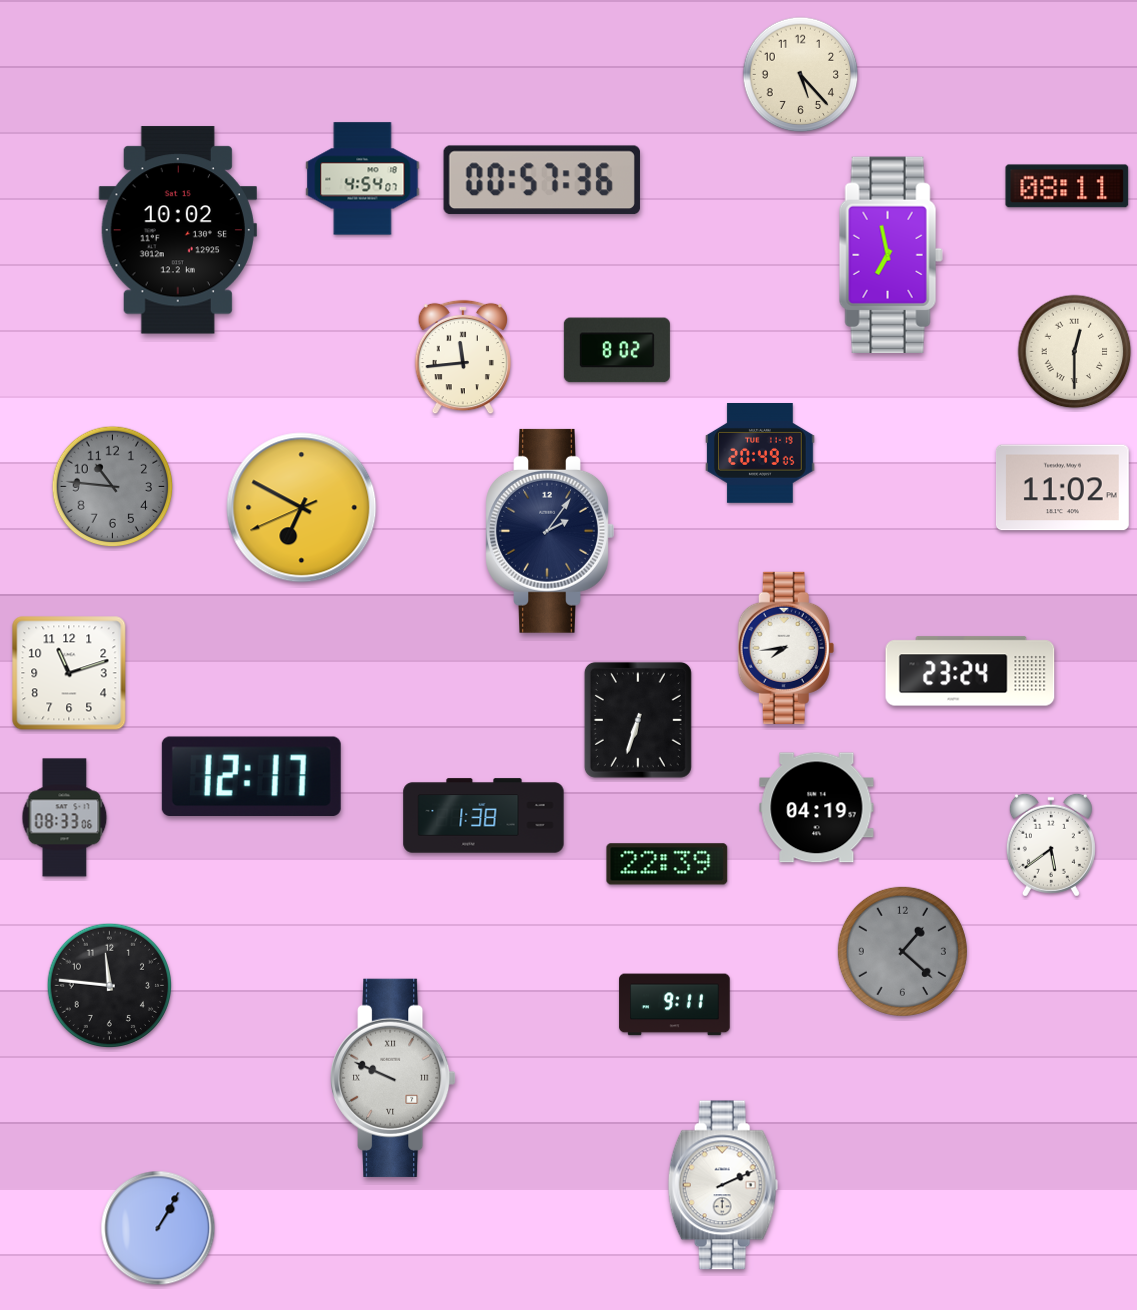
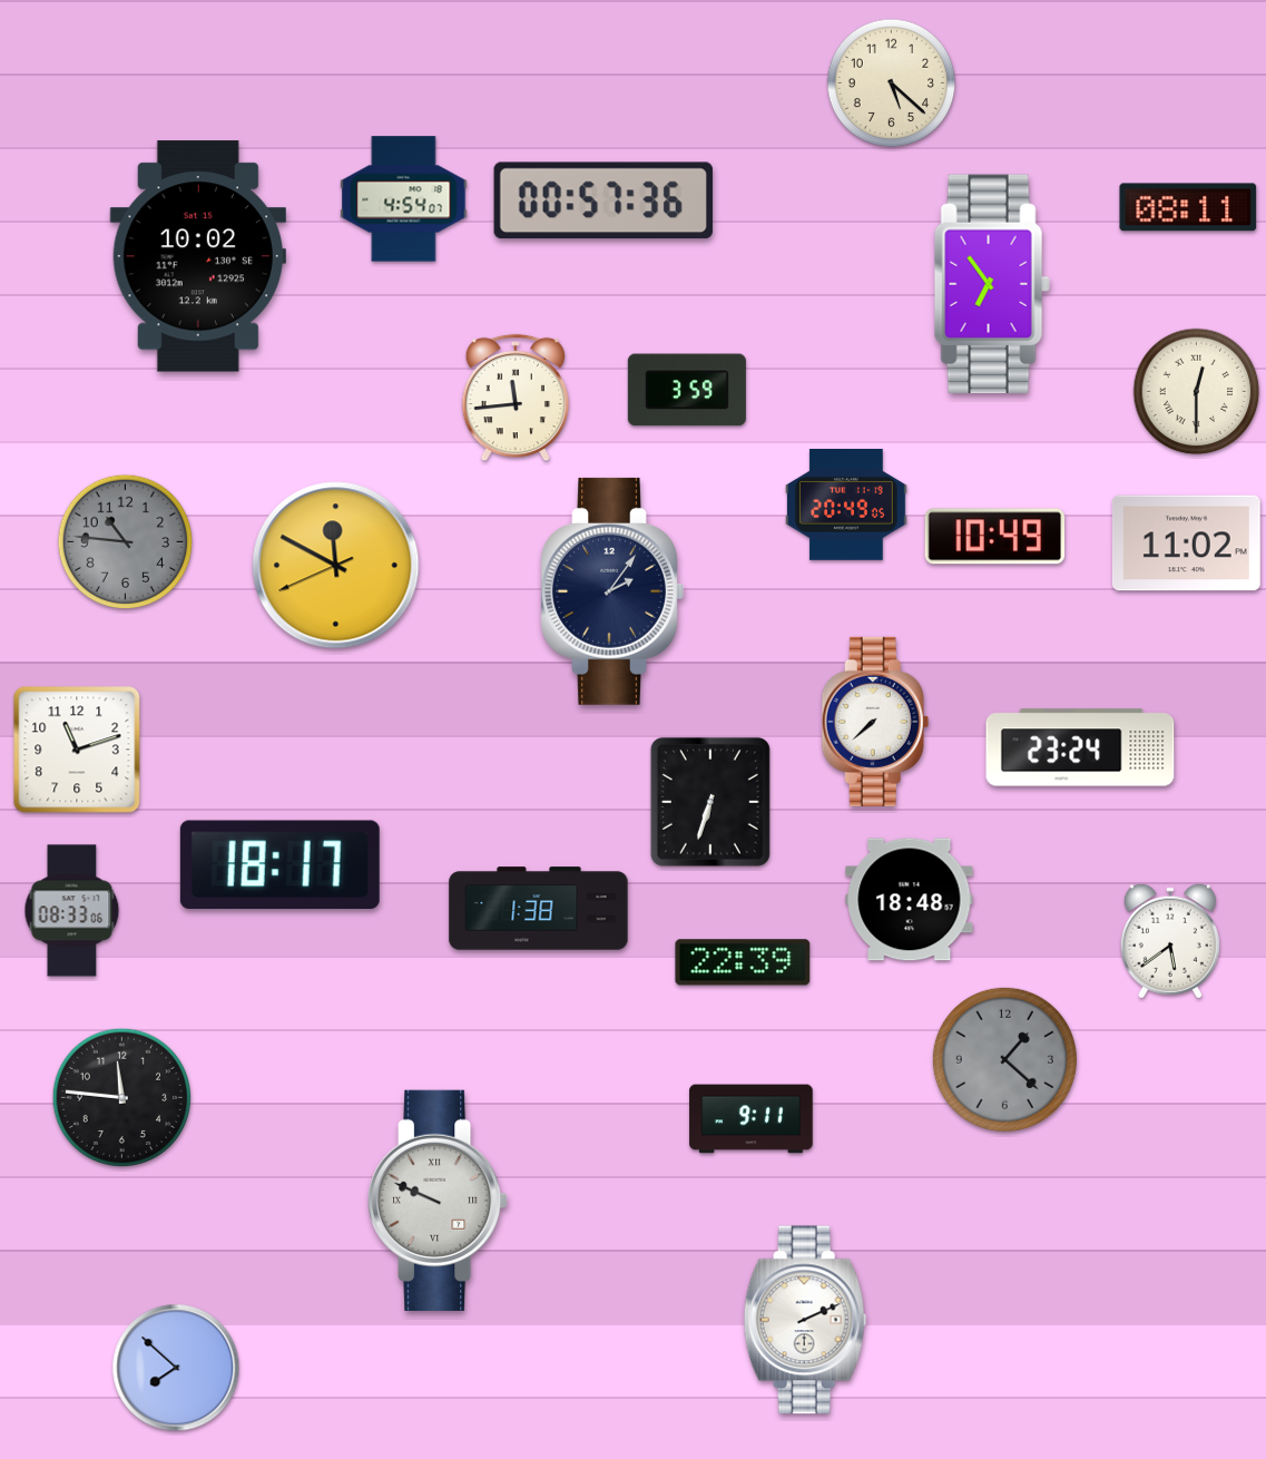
clock at (801, 75): 5:23 -> 5:22
clock at (891, 254): 6:58 -> 6:54
clock at (617, 350): 8:02 -> 3:59
clock at (995, 537): none -> 10:49
clock at (1062, 488) position: (1062, 488) -> (1186, 544)
clock at (302, 508): 6:49 -> 11:49
clock at (786, 648): 7:44 -> 7:38
clock at (251, 776): 12:17 -> 18:17
clock at (817, 808): 04:19 -> 18:48
clock at (158, 1228): 1:05 -> 7:52
